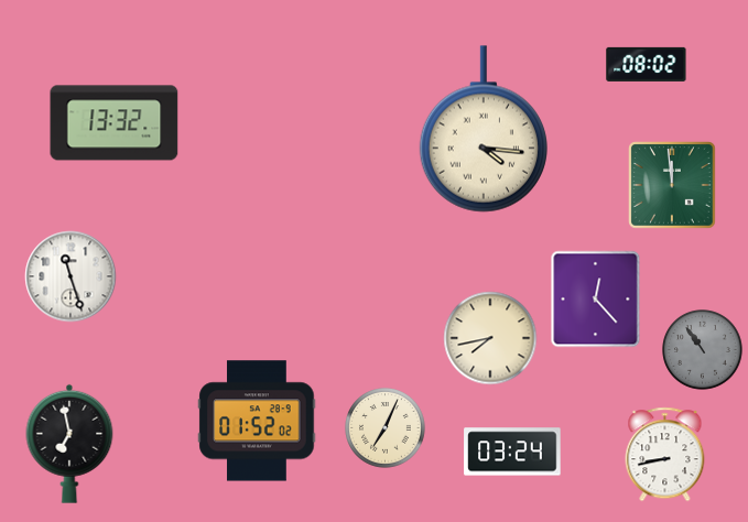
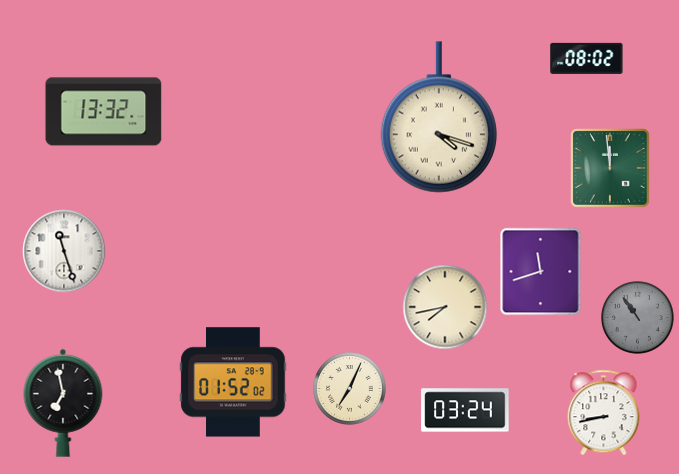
clock at (484, 129): 4:16 -> 4:18
clock at (596, 300): 12:23 -> 11:42
